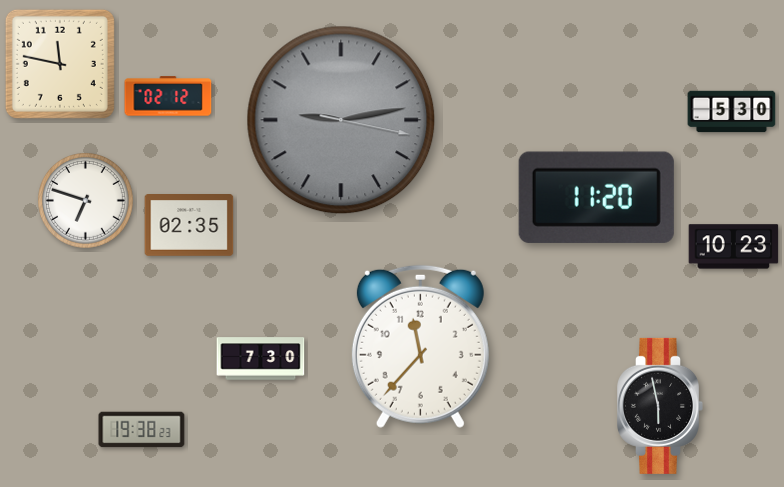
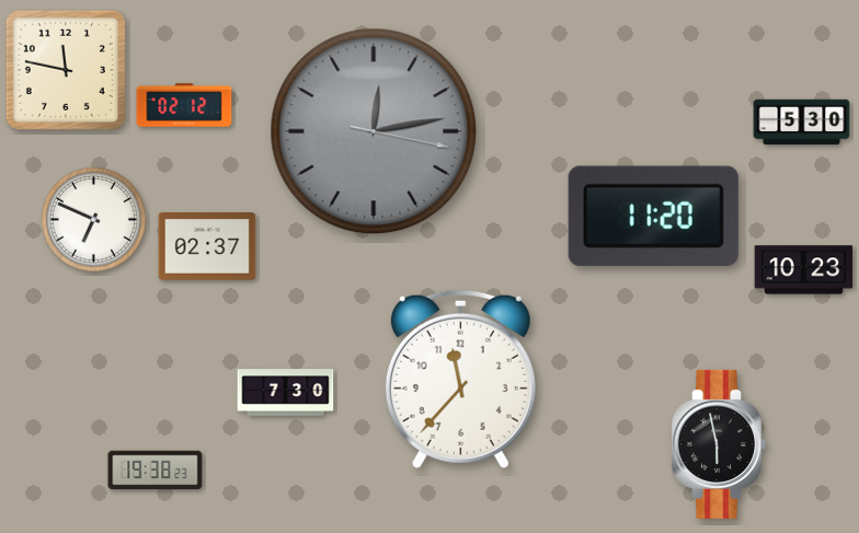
clock at (341, 120): 9:13 -> 12:13
clock at (86, 201): 6:48 -> 6:49
clock at (189, 226): 02:35 -> 02:37
clock at (660, 406) position: (660, 406) -> (719, 444)
